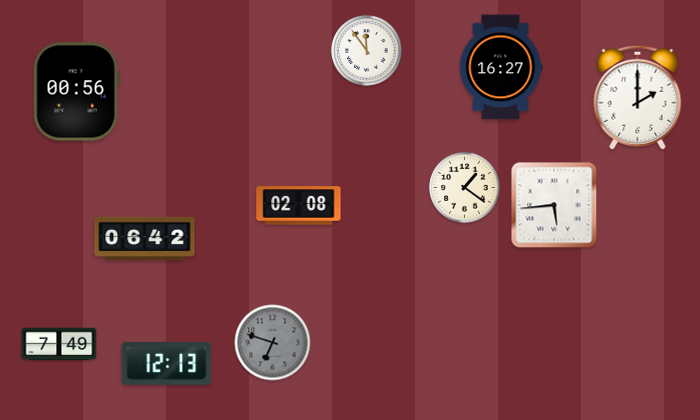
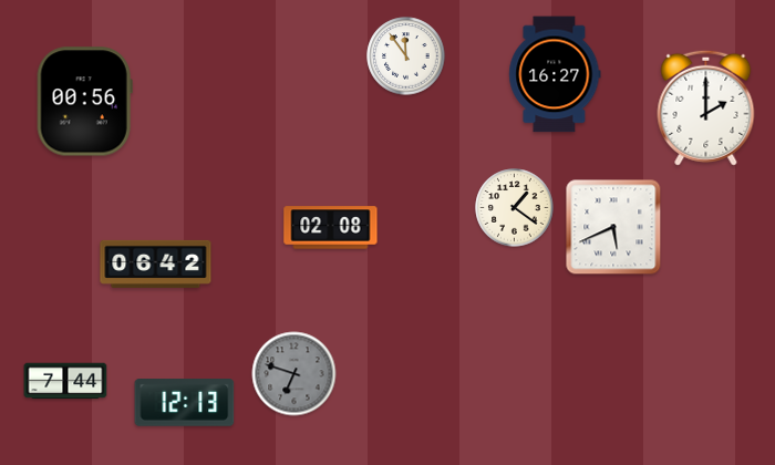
clock at (554, 205): 5:44 -> 5:41
clock at (145, 238) position: (145, 238) -> (156, 263)
clock at (273, 343) position: (273, 343) -> (294, 374)
clock at (59, 344): 7:49 -> 7:44
